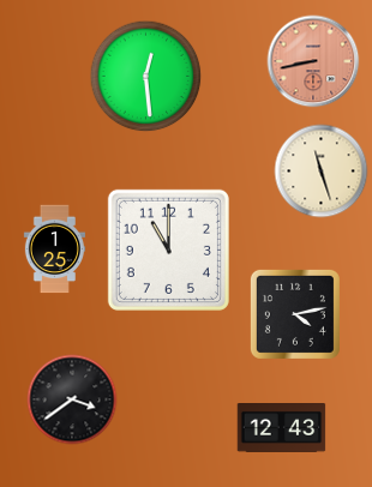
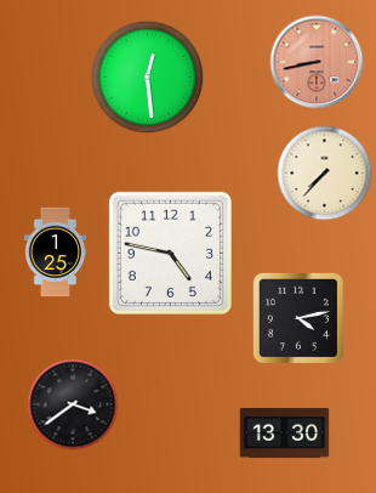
clock at (322, 172): 11:27 -> 7:37
clock at (168, 249): 11:00 -> 4:47
clock at (282, 428): 12:43 -> 13:30
